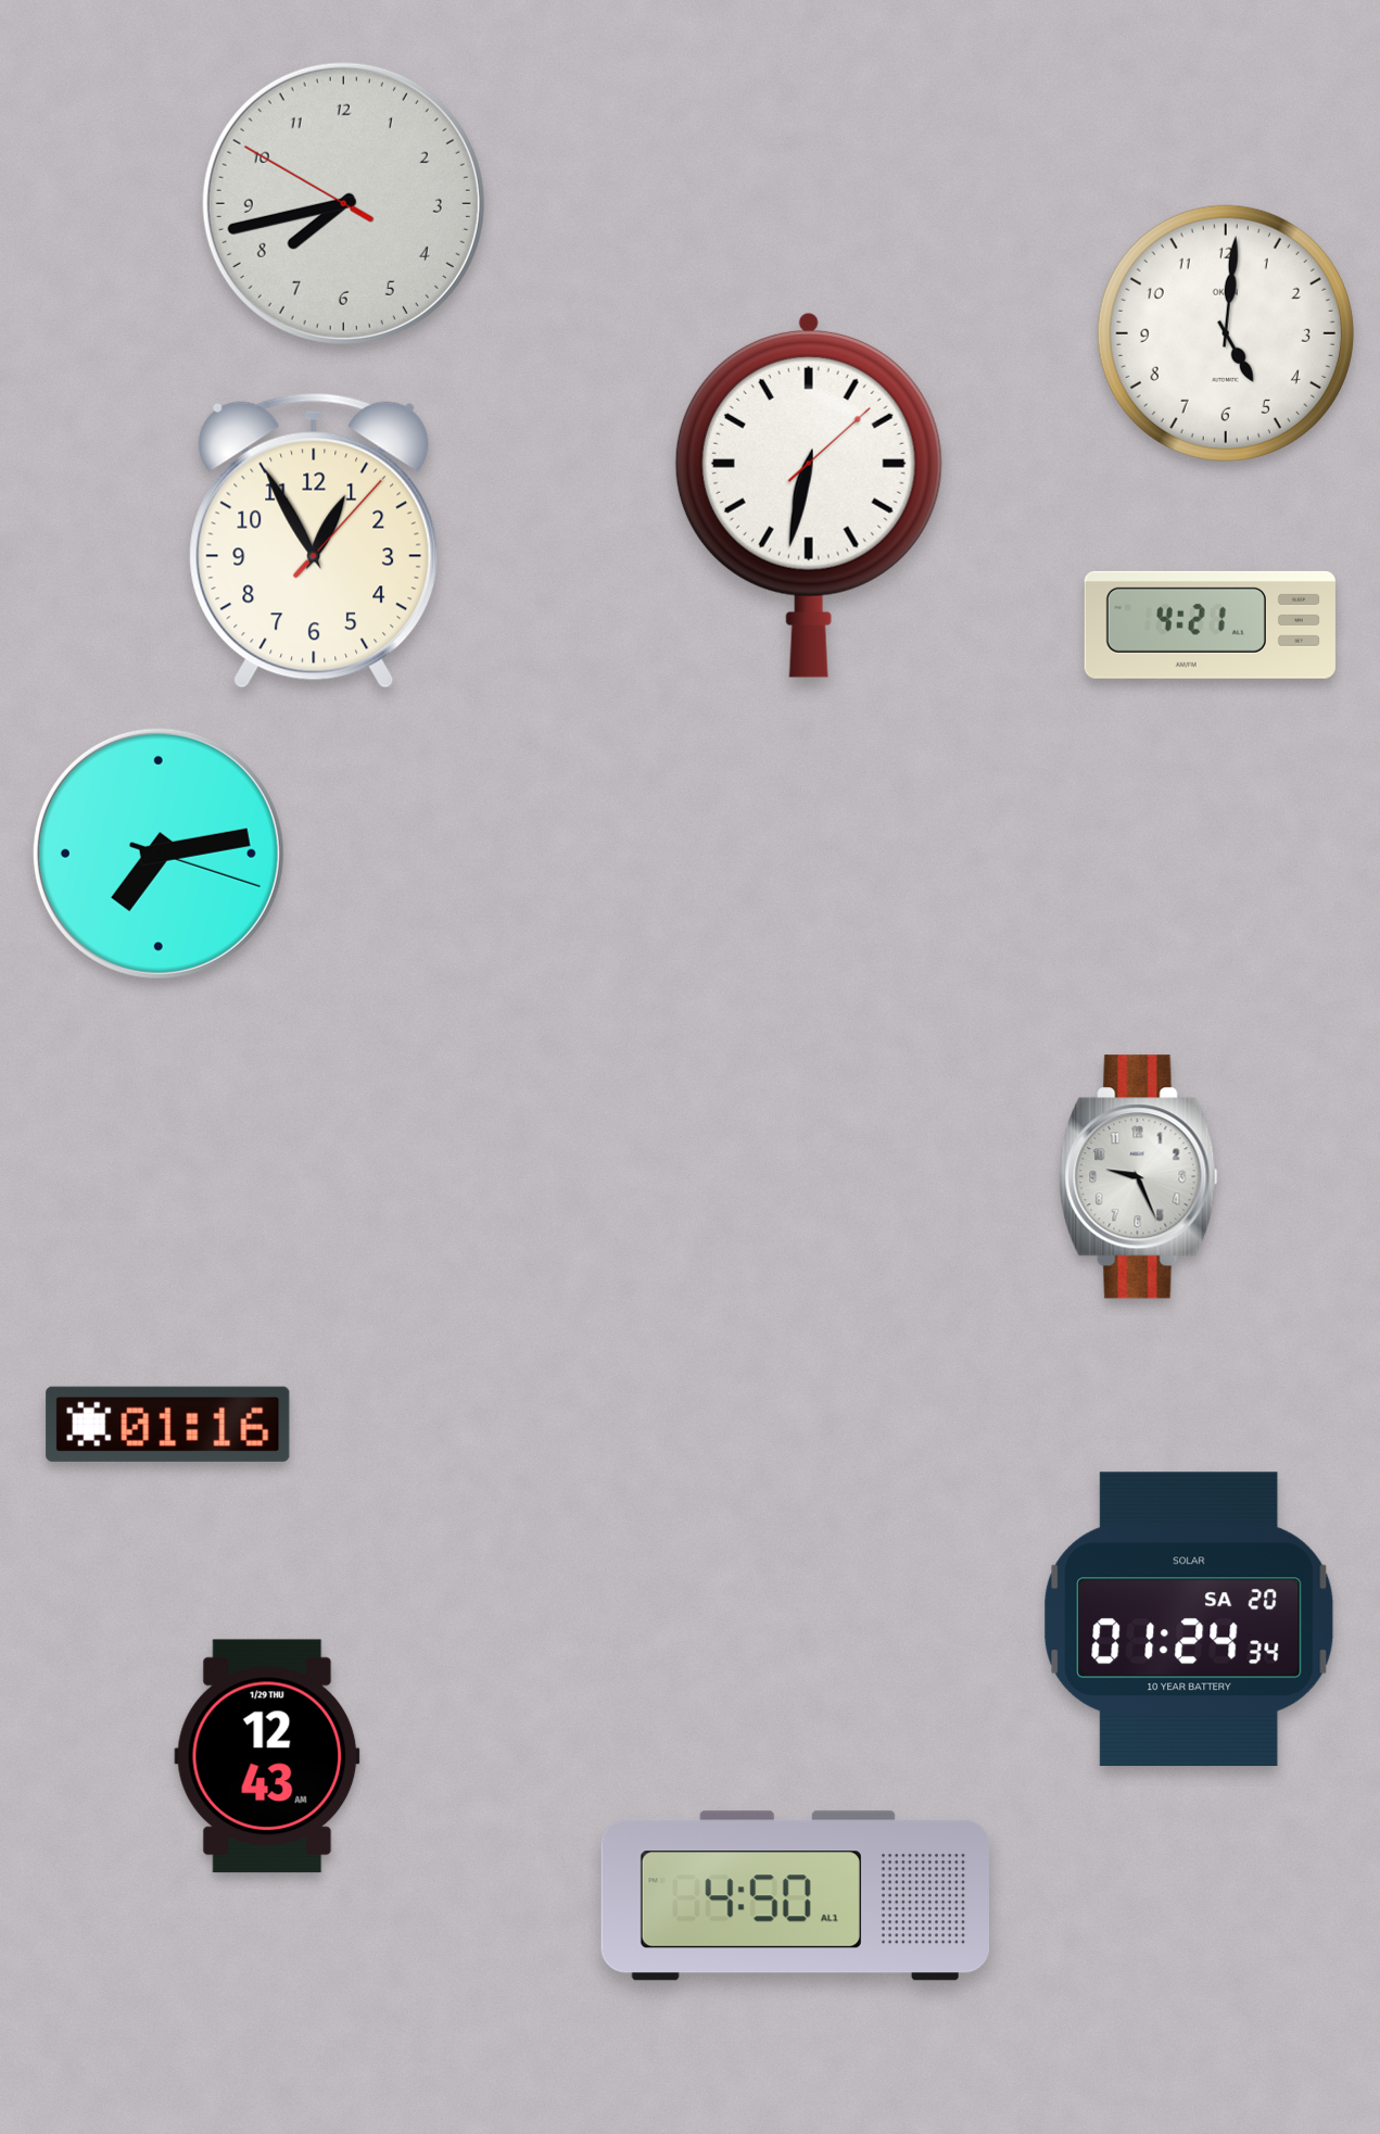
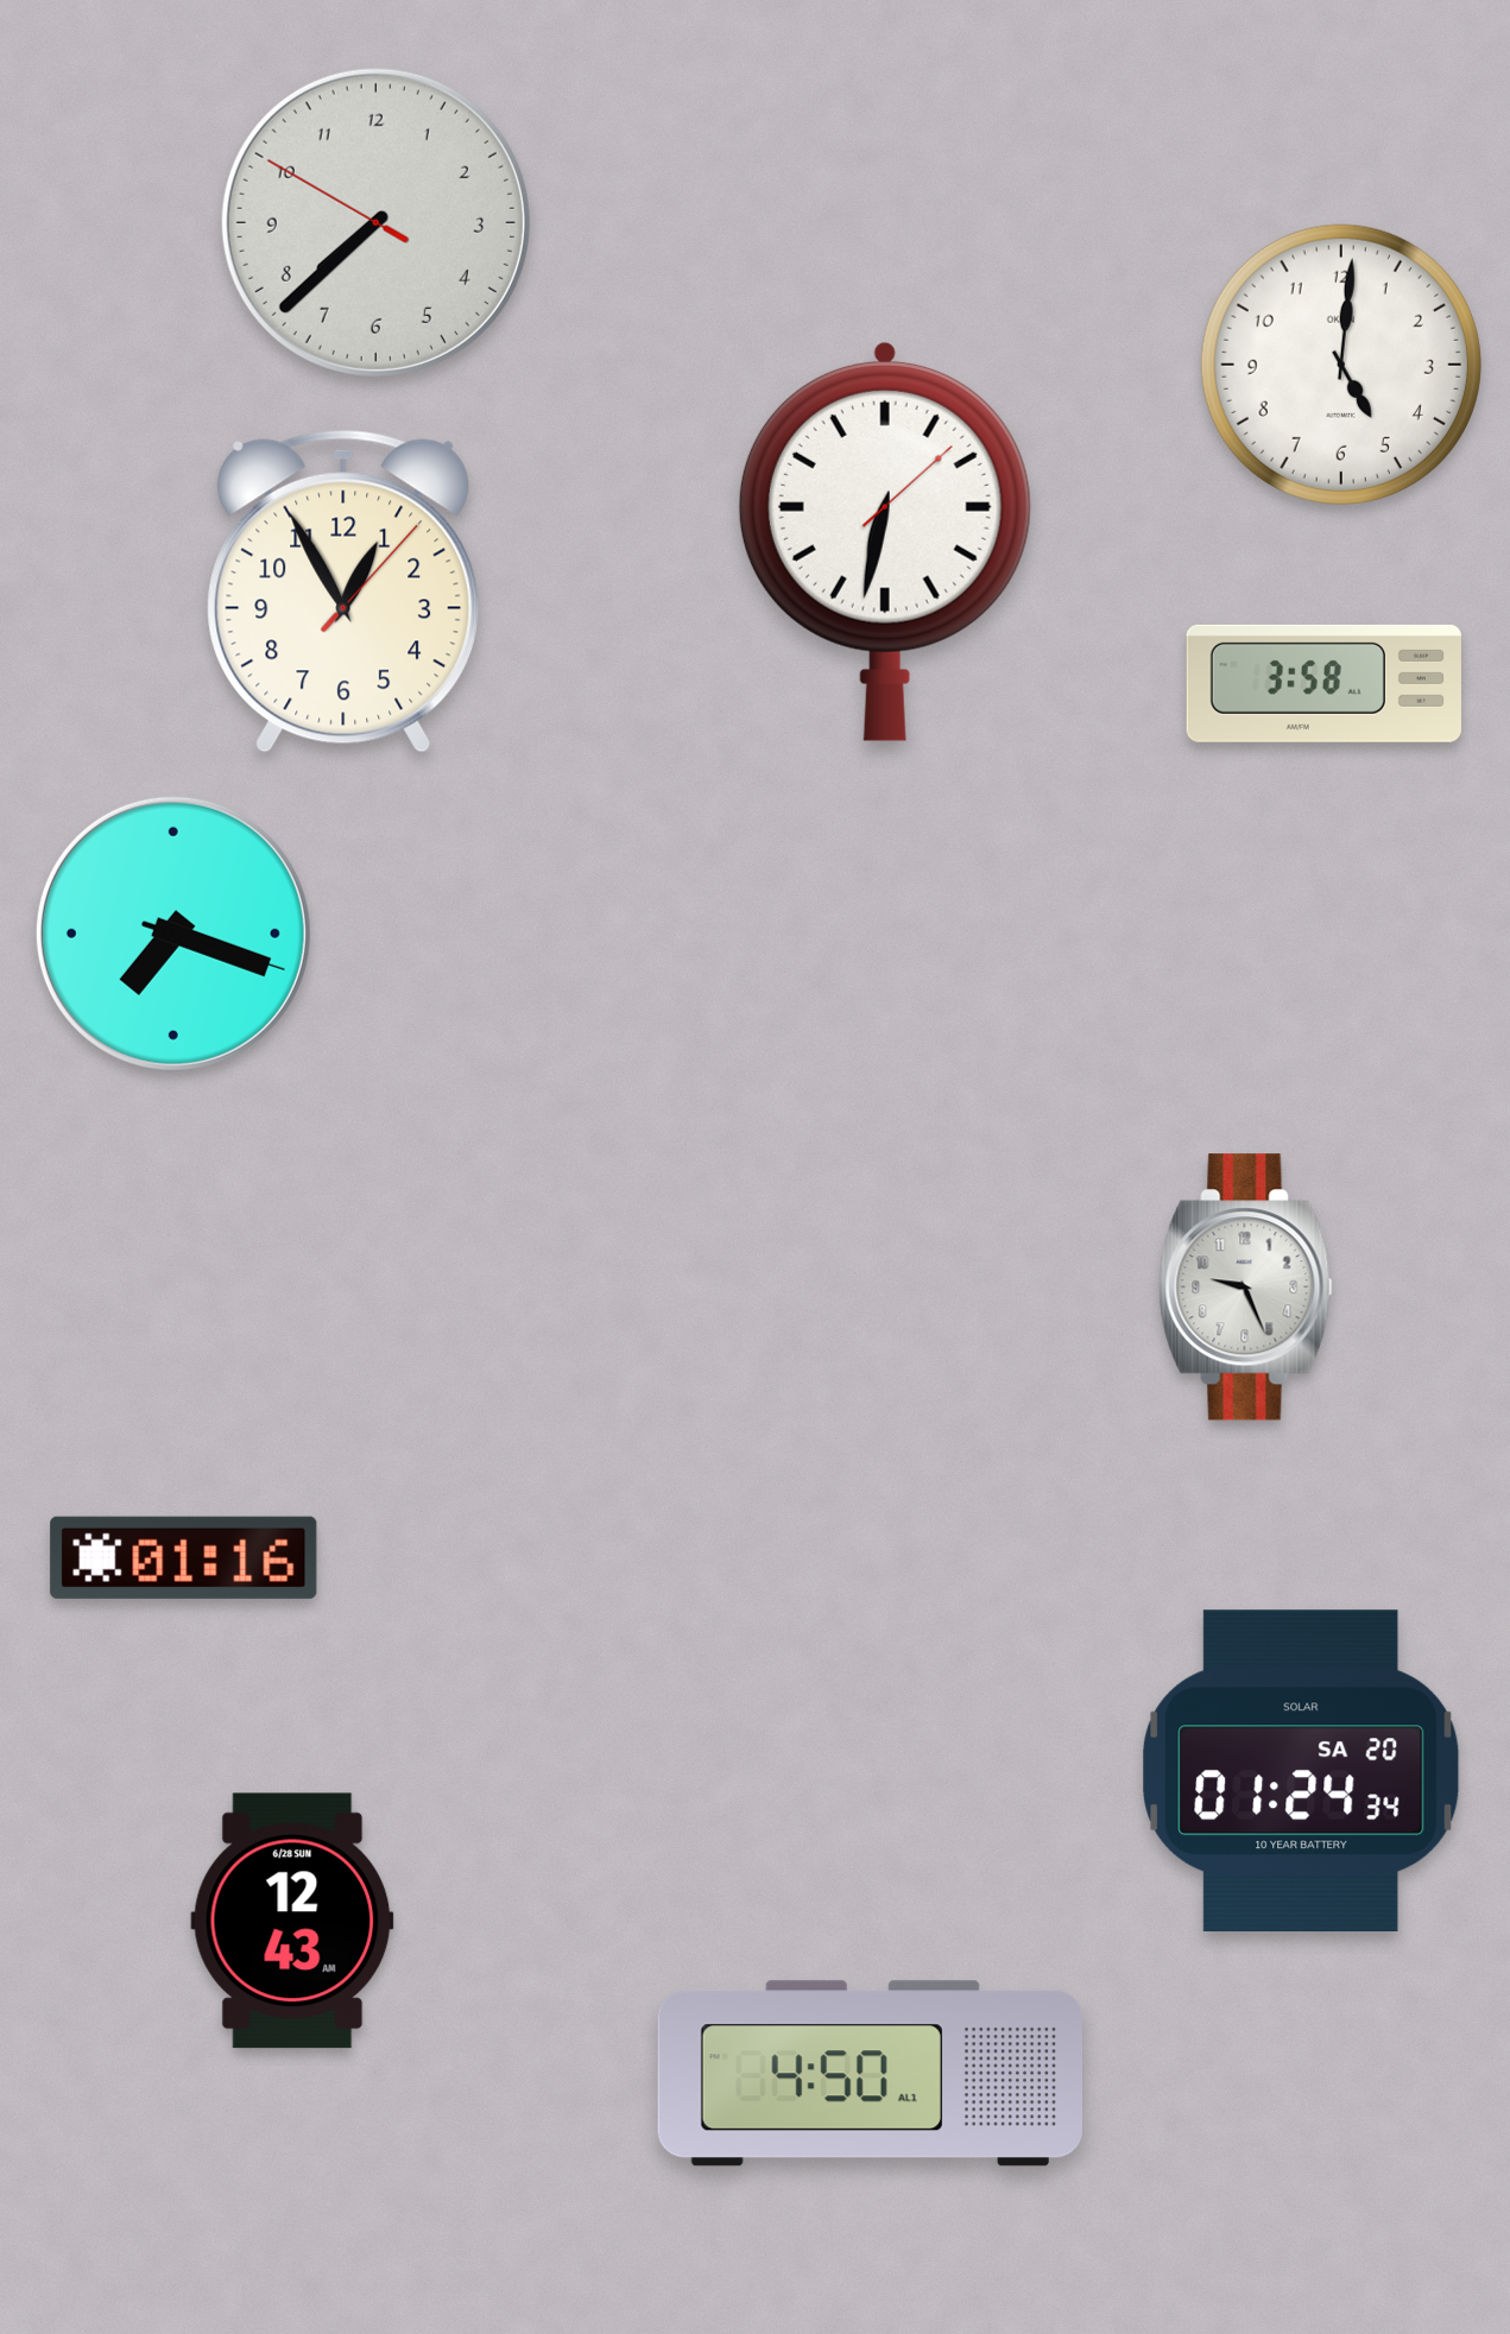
clock at (343, 203): 7:42 -> 7:37
clock at (1210, 624): 4:21 -> 3:58
clock at (159, 854): 7:13 -> 7:18
clock at (267, 1756) date: 1/29 THU -> 6/28 SUN
